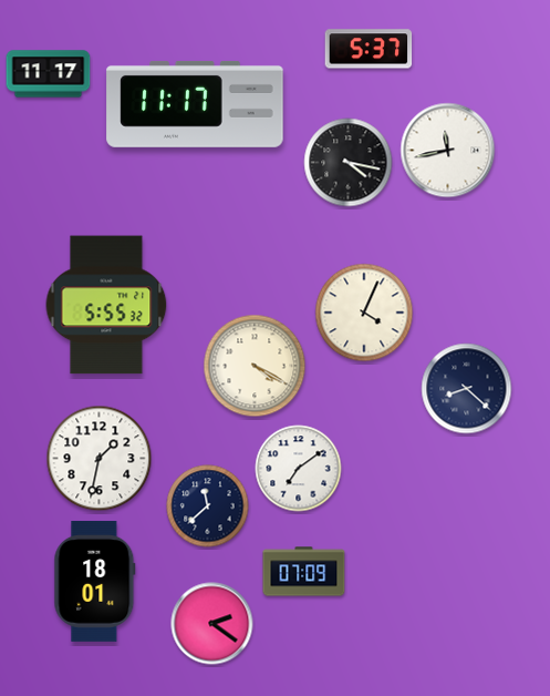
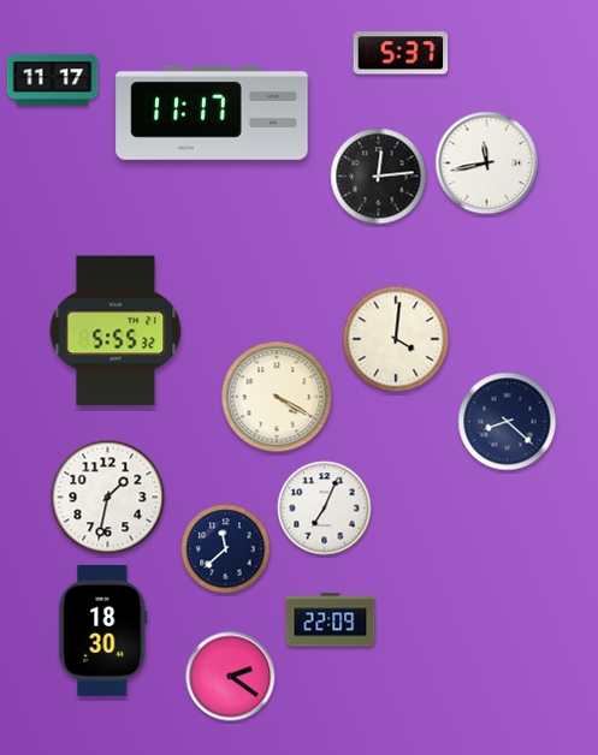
clock at (349, 163): 4:17 -> 12:14
clock at (364, 313): 4:04 -> 4:01
clock at (299, 469): 7:09 -> 7:04
clock at (304, 572): 07:09 -> 22:09
clock at (95, 581): 18:01 -> 18:30
